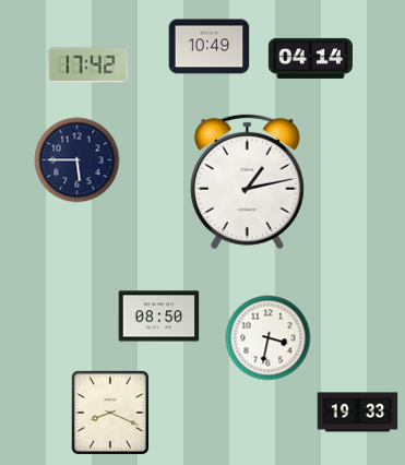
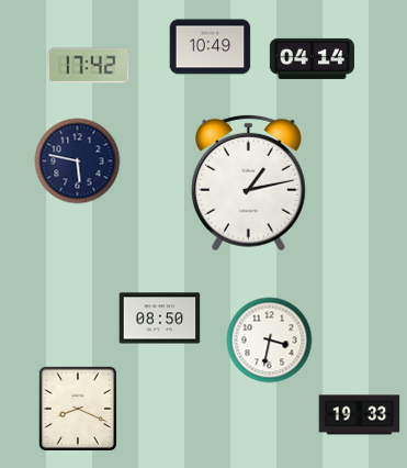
clock at (78, 160): 5:45 -> 5:47
clock at (109, 413) position: (109, 413) -> (77, 409)
